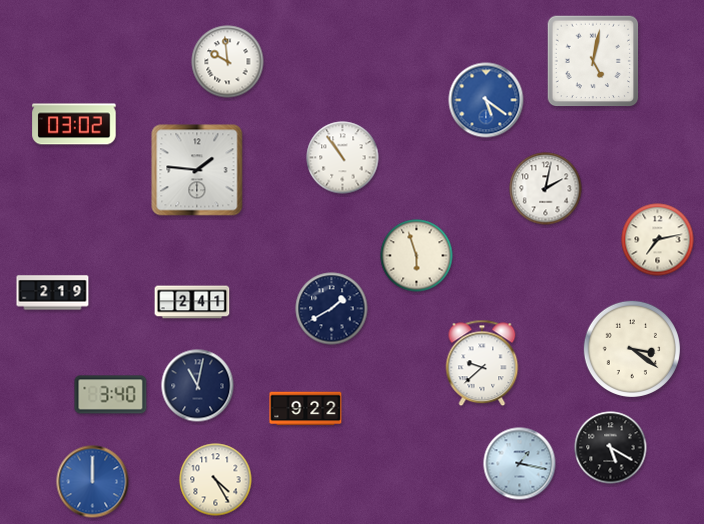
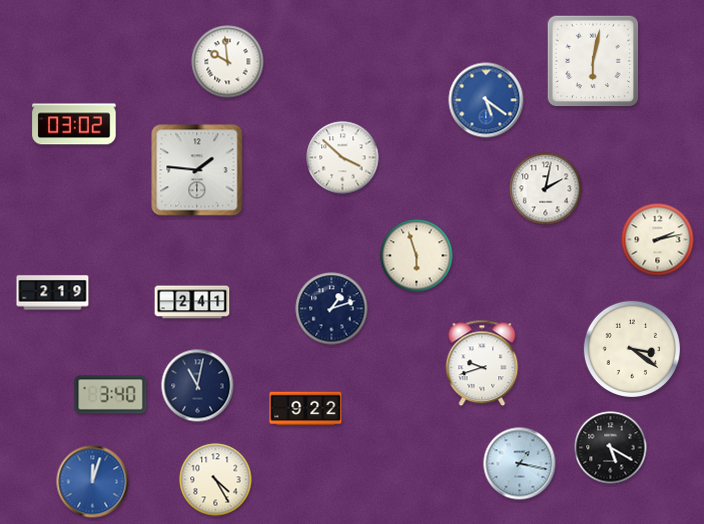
clock at (593, 61): 5:02 -> 6:02
clock at (343, 158): 10:54 -> 3:52
clock at (658, 240): 7:13 -> 2:13
clock at (332, 309): 1:40 -> 1:12
clock at (482, 363): 9:38 -> 9:42
clock at (93, 482): 12:00 -> 12:03
